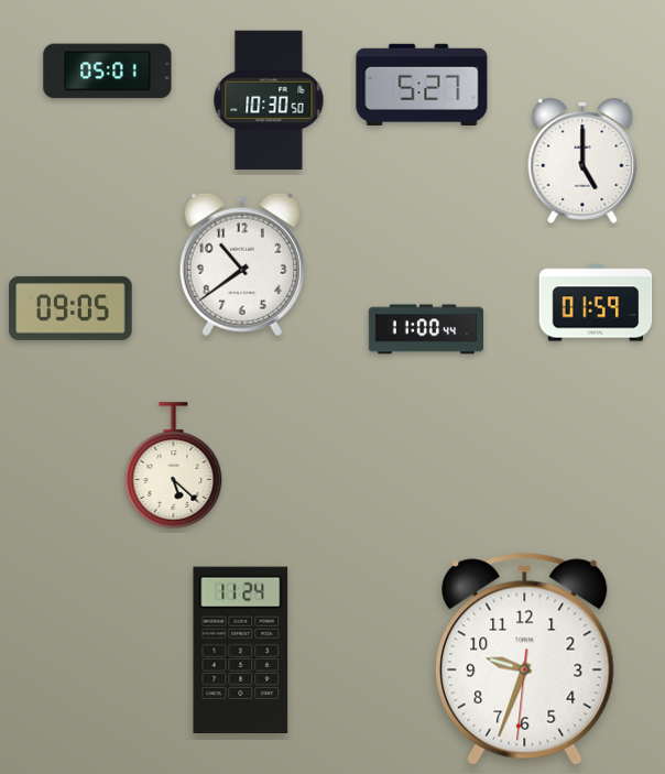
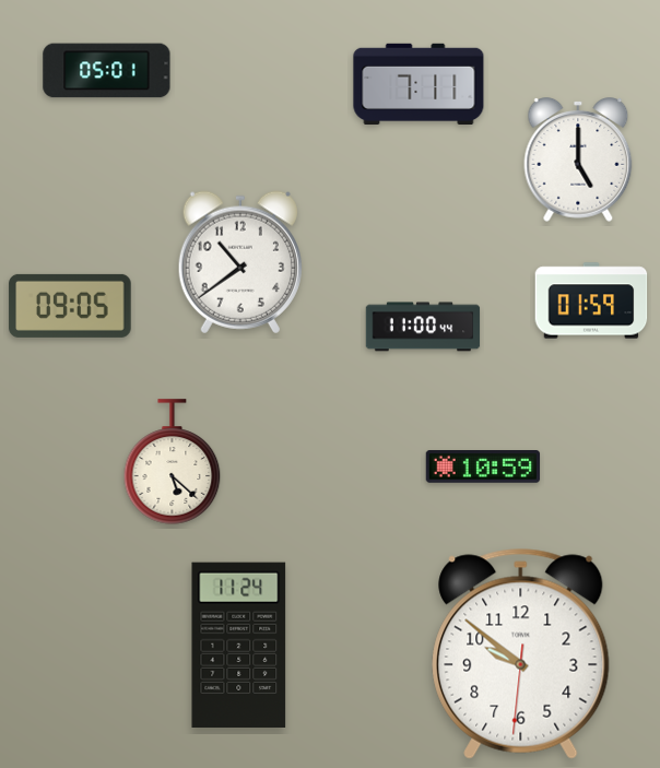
clock at (422, 84): 5:27 -> 7:11
clock at (269, 100): 10:30 -> none
clock at (483, 468): none -> 10:59
clock at (525, 658): 9:33 -> 9:51
